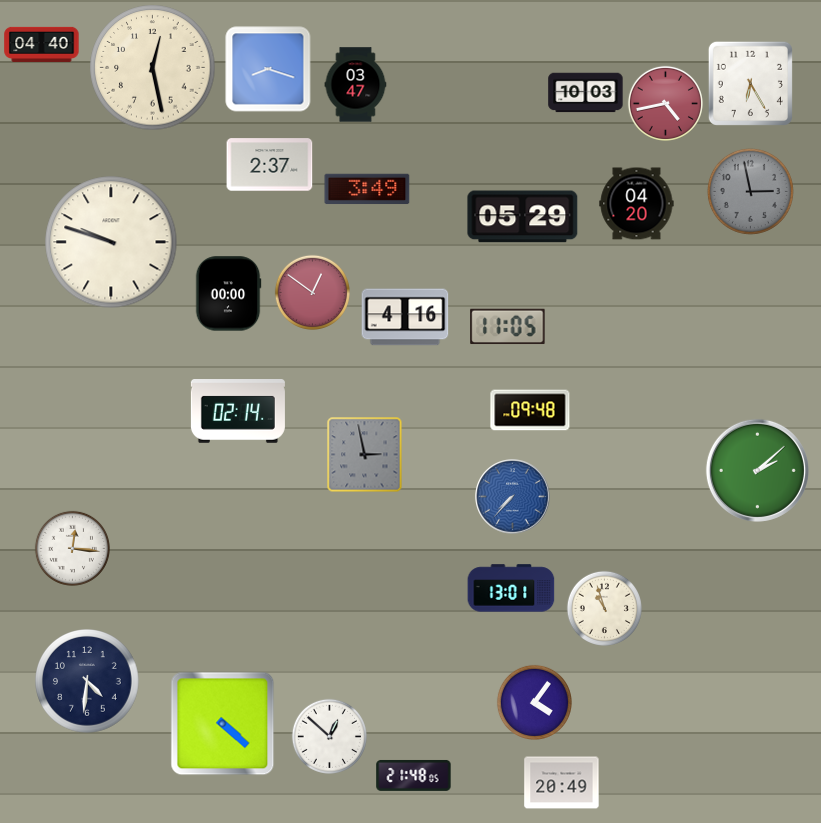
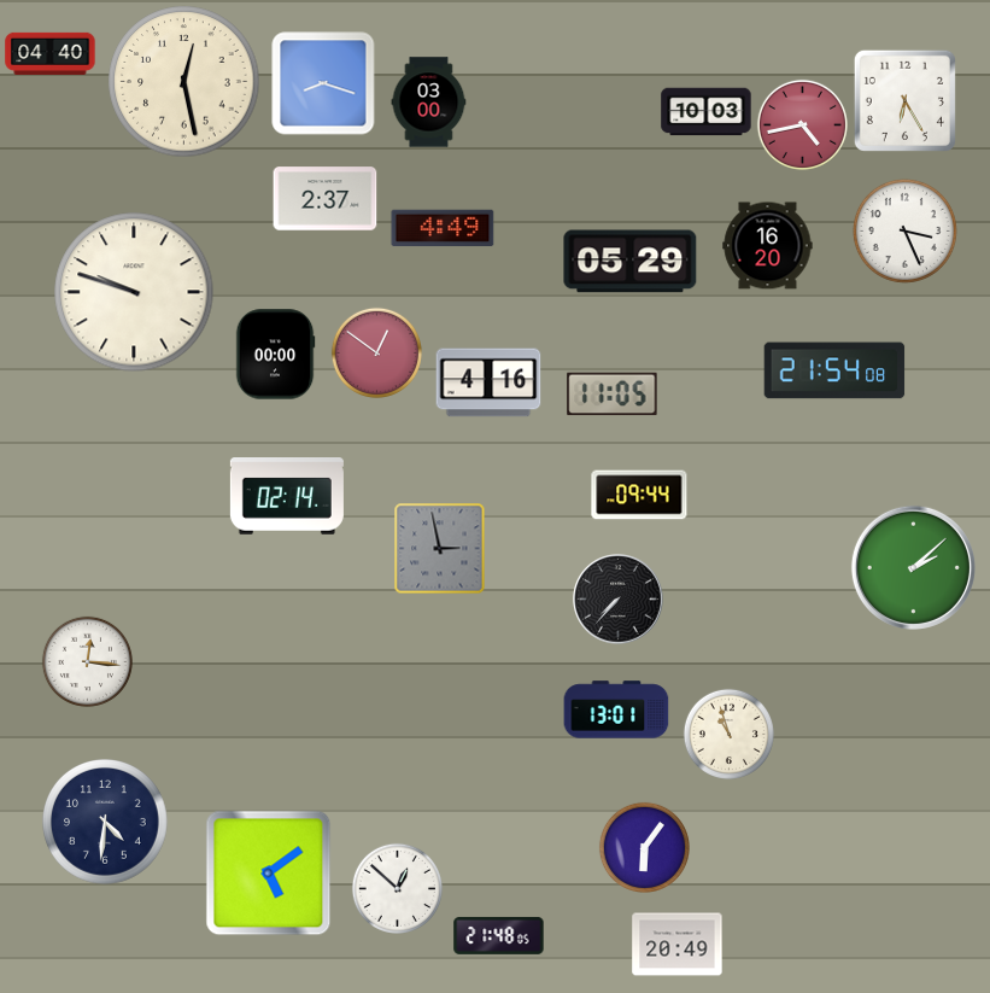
clock at (356, 85): 03:47 -> 03:00
clock at (367, 189): 3:49 -> 4:49
clock at (750, 191): 2:58 -> 3:26
clock at (750, 191) dial: grey -> white
clock at (637, 204): 04:20 -> 16:20
clock at (834, 370): none -> 21:54
clock at (530, 410): 09:48 -> 09:44
clock at (513, 497) dial: blue -> black
clock at (534, 702): 4:06 -> 6:06
clock at (223, 724): 4:22 -> 5:09
